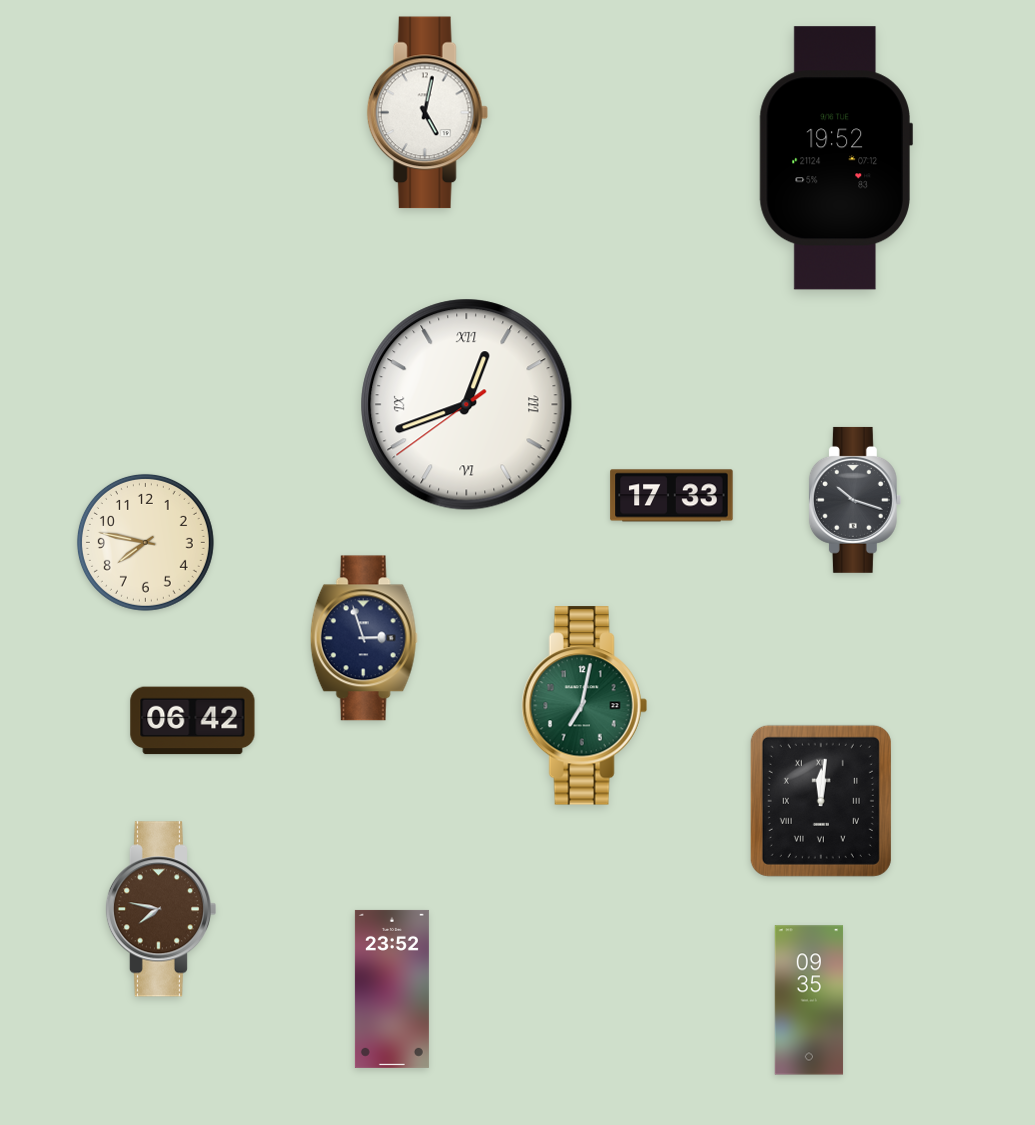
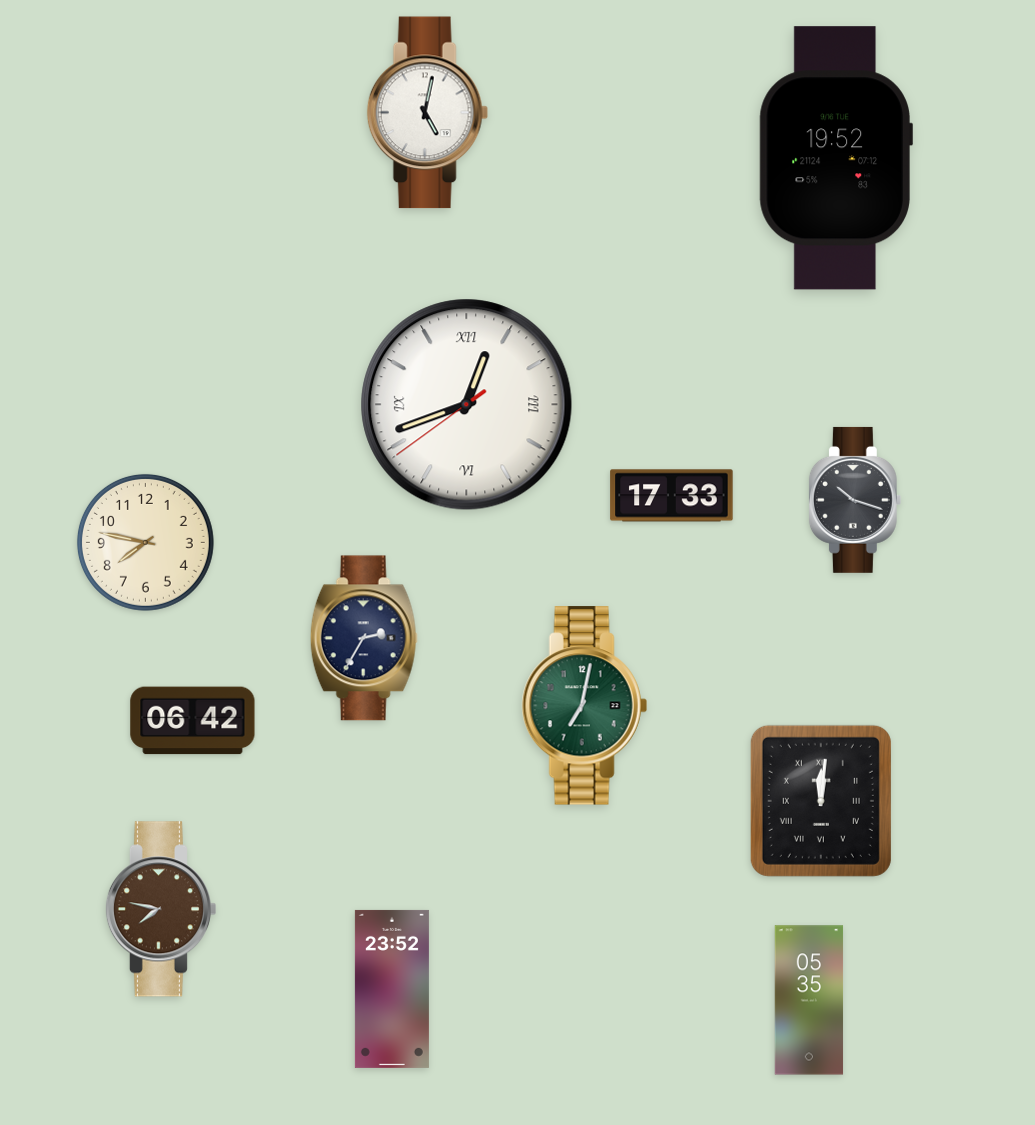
clock at (364, 638): 2:57 -> 2:35
clock at (809, 1000): 09:35 -> 05:35
